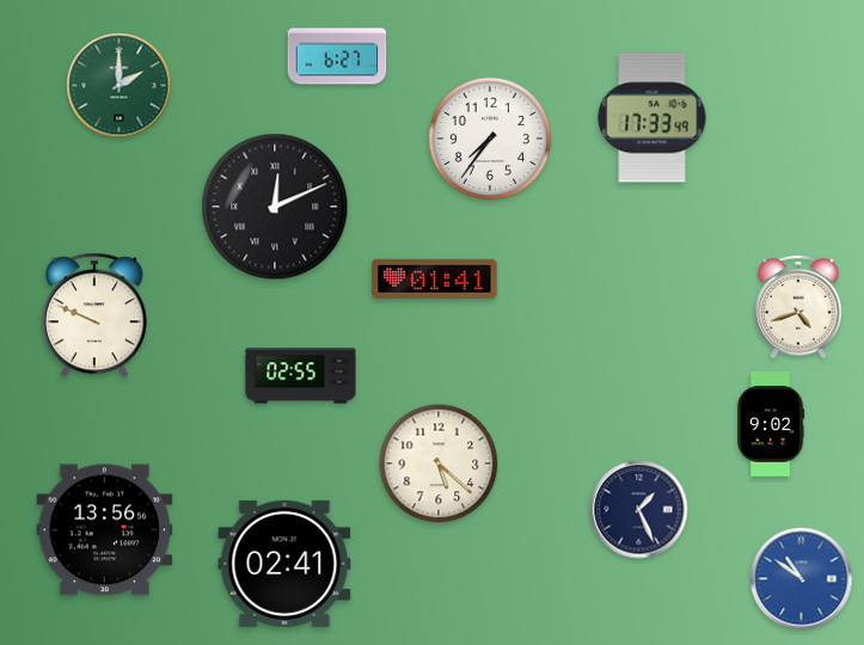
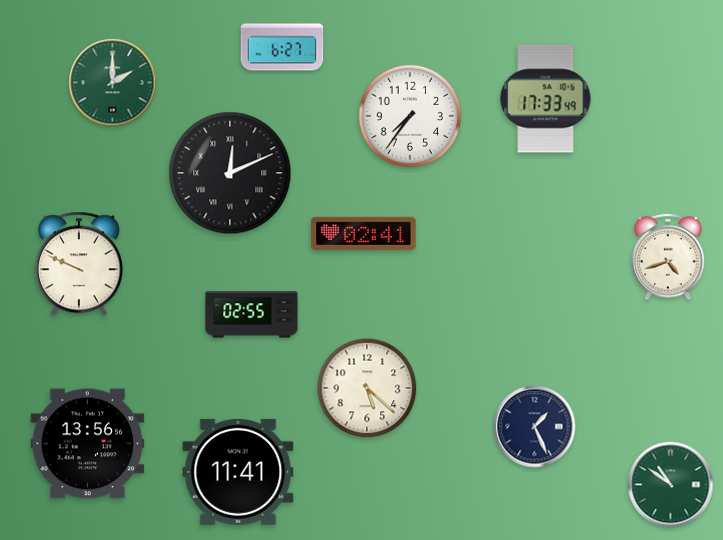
clock at (120, 86) position: (120, 86) -> (113, 83)
clock at (435, 278): 01:41 -> 02:41
clock at (771, 424): 9:02 -> none
clock at (284, 564): 02:41 -> 11:41
clock at (802, 579) dial: blue -> green
